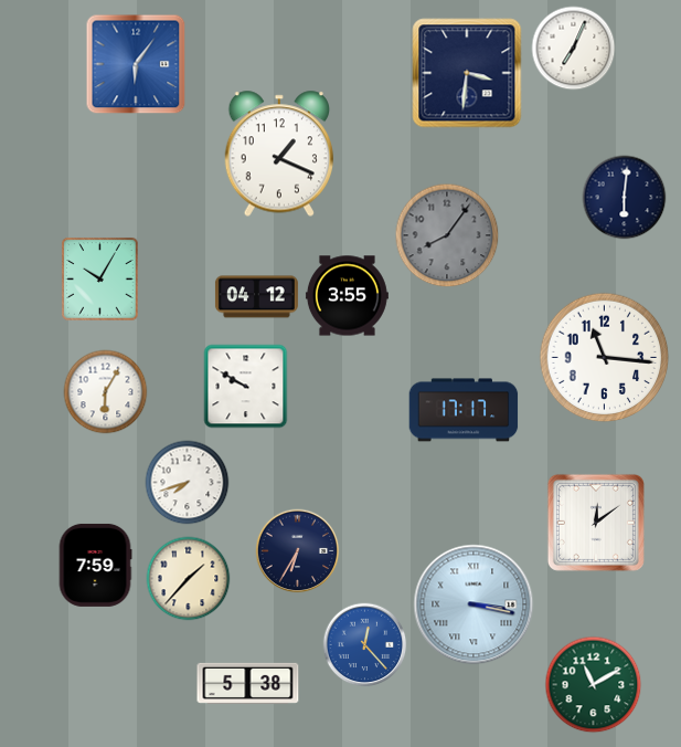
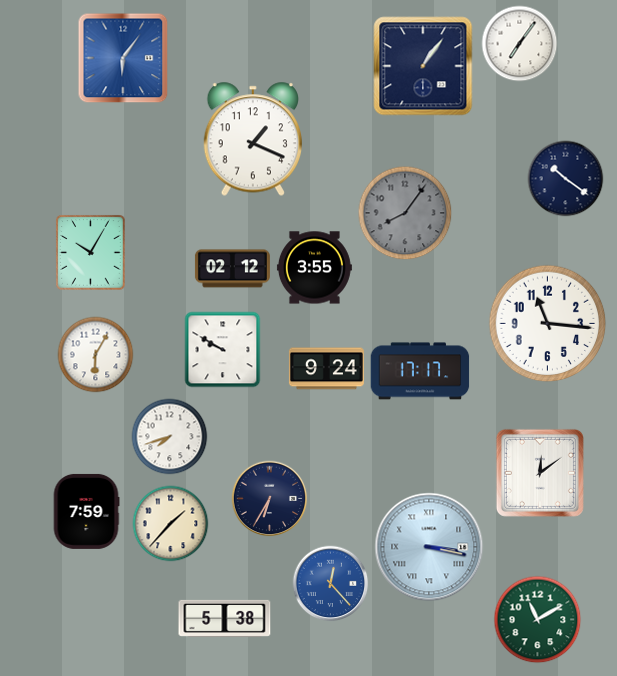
clock at (574, 49): 7:04 -> 7:06
clock at (467, 73): 3:31 -> 1:06
clock at (625, 198): 6:01 -> 10:21
clock at (256, 297): 04:12 -> 02:12
clock at (326, 369): none -> 9:24
